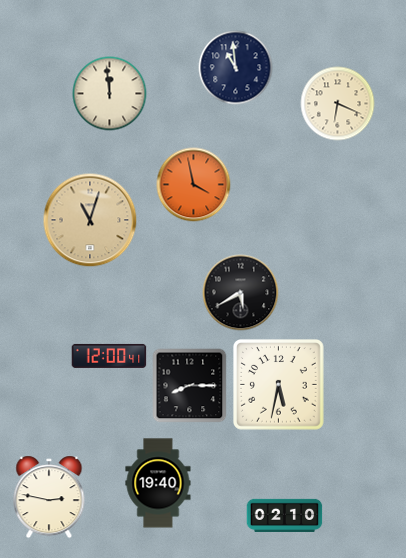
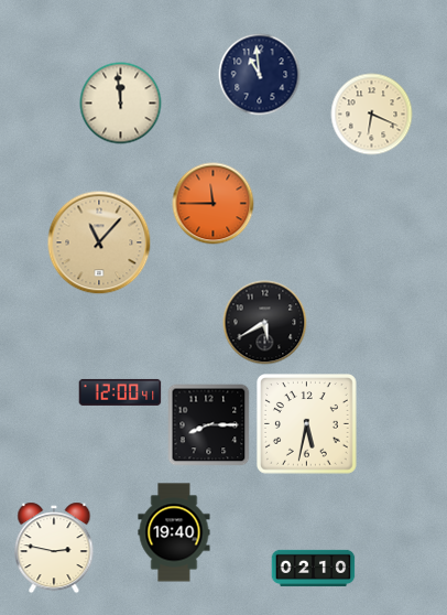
clock at (194, 185): 3:58 -> 11:45
clock at (90, 220): 11:03 -> 11:07
